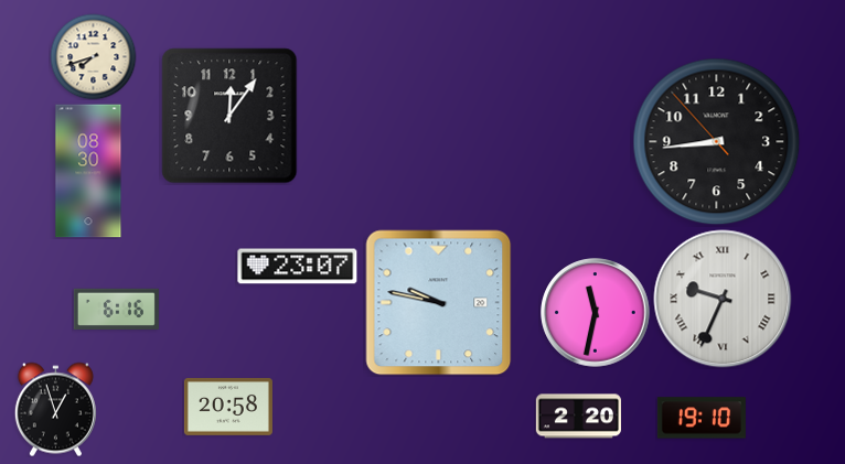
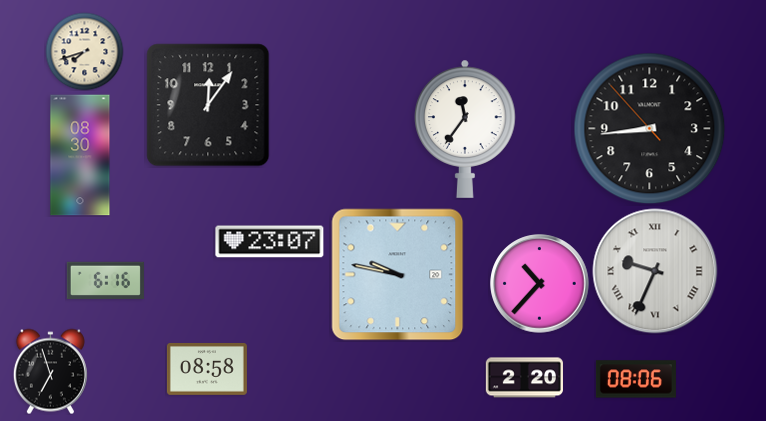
clock at (465, 129): none -> 11:36
clock at (596, 313): 11:32 -> 10:37
clock at (228, 407): 20:58 -> 08:58
clock at (55, 409): 12:57 -> 6:57
clock at (702, 418): 19:10 -> 08:06
